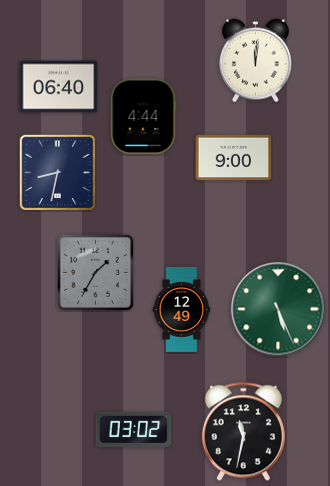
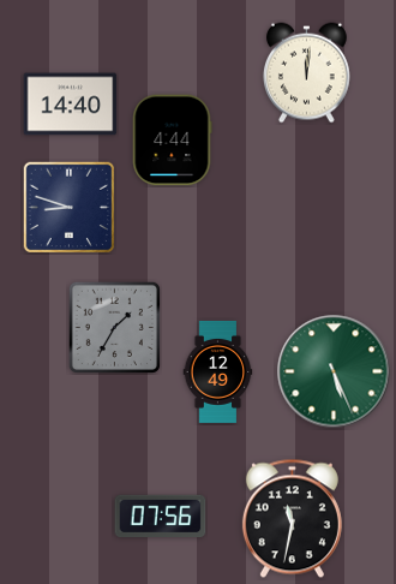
clock at (59, 87): 06:40 -> 14:40
clock at (234, 158): 9:00 -> none
clock at (57, 172): 8:32 -> 8:48
clock at (134, 430): 03:02 -> 07:56
